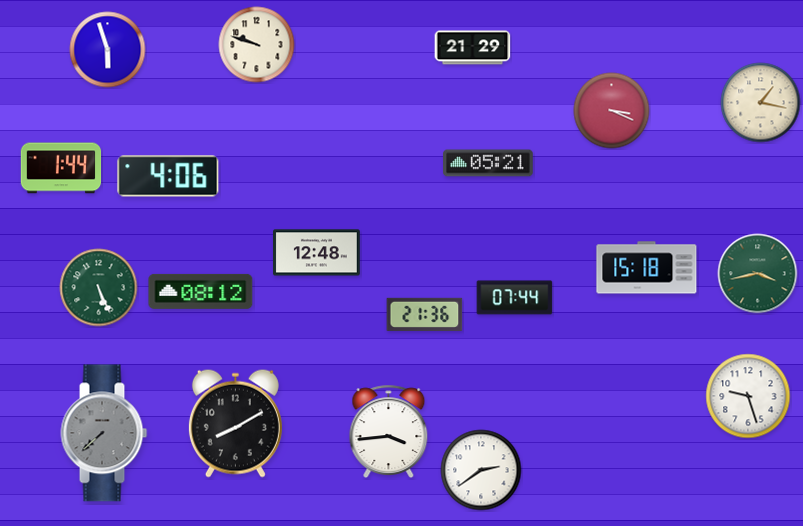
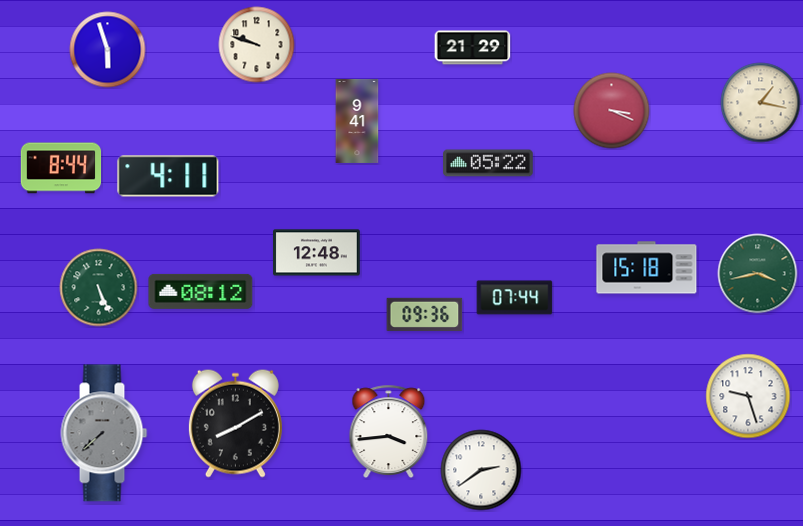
clock at (357, 121): none -> 9:41
clock at (488, 163): 05:21 -> 05:22
clock at (61, 168): 1:44 -> 8:44
clock at (168, 176): 4:06 -> 4:11
clock at (425, 314): 21:36 -> 09:36
